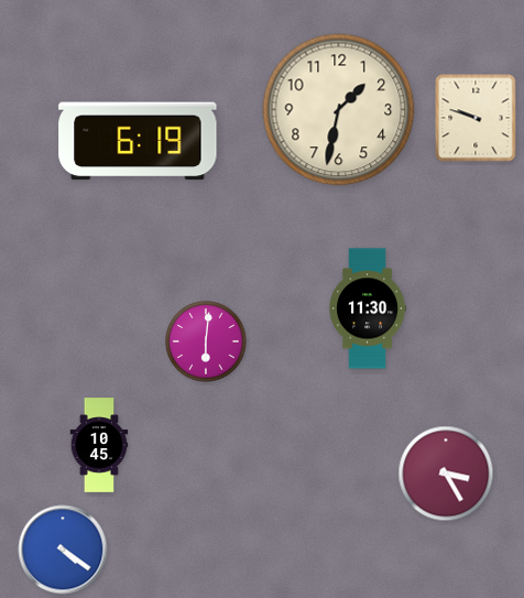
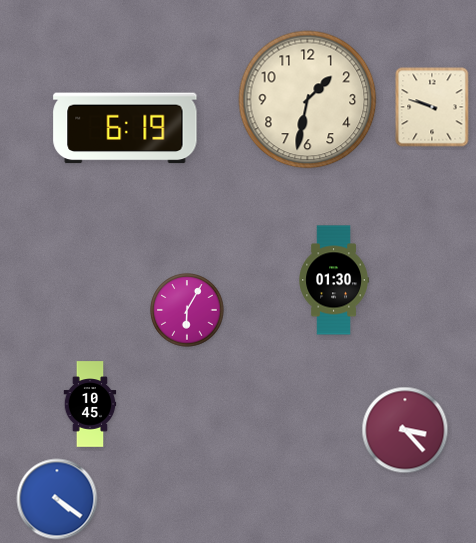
clock at (368, 308): 11:30 -> 01:30
clock at (206, 341): 6:01 -> 6:05
clock at (446, 474): 3:25 -> 3:23
